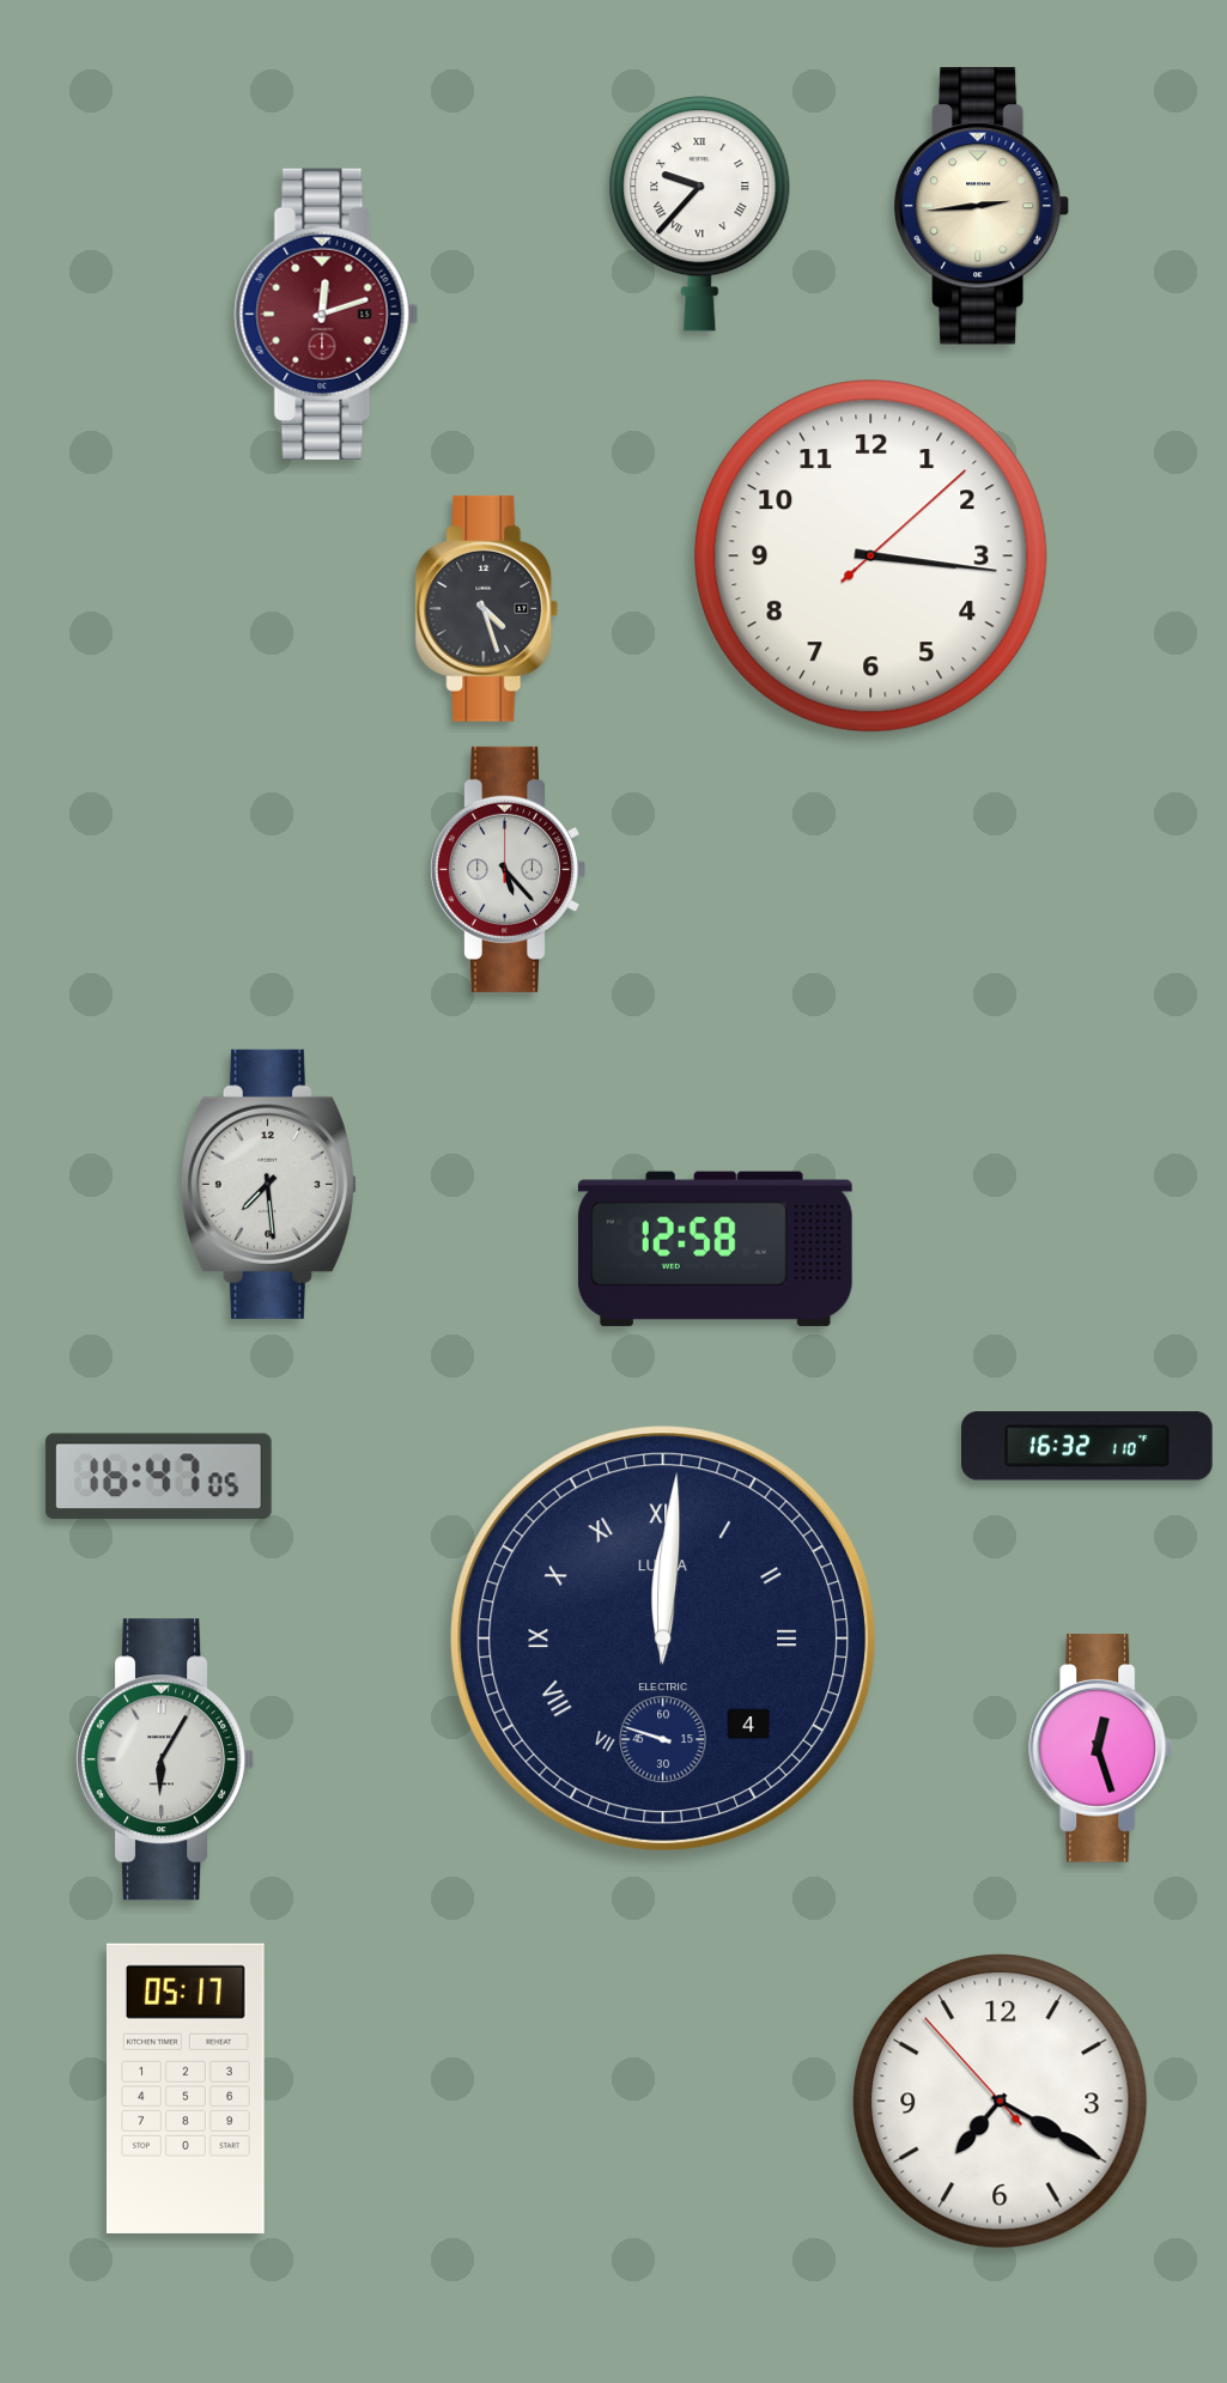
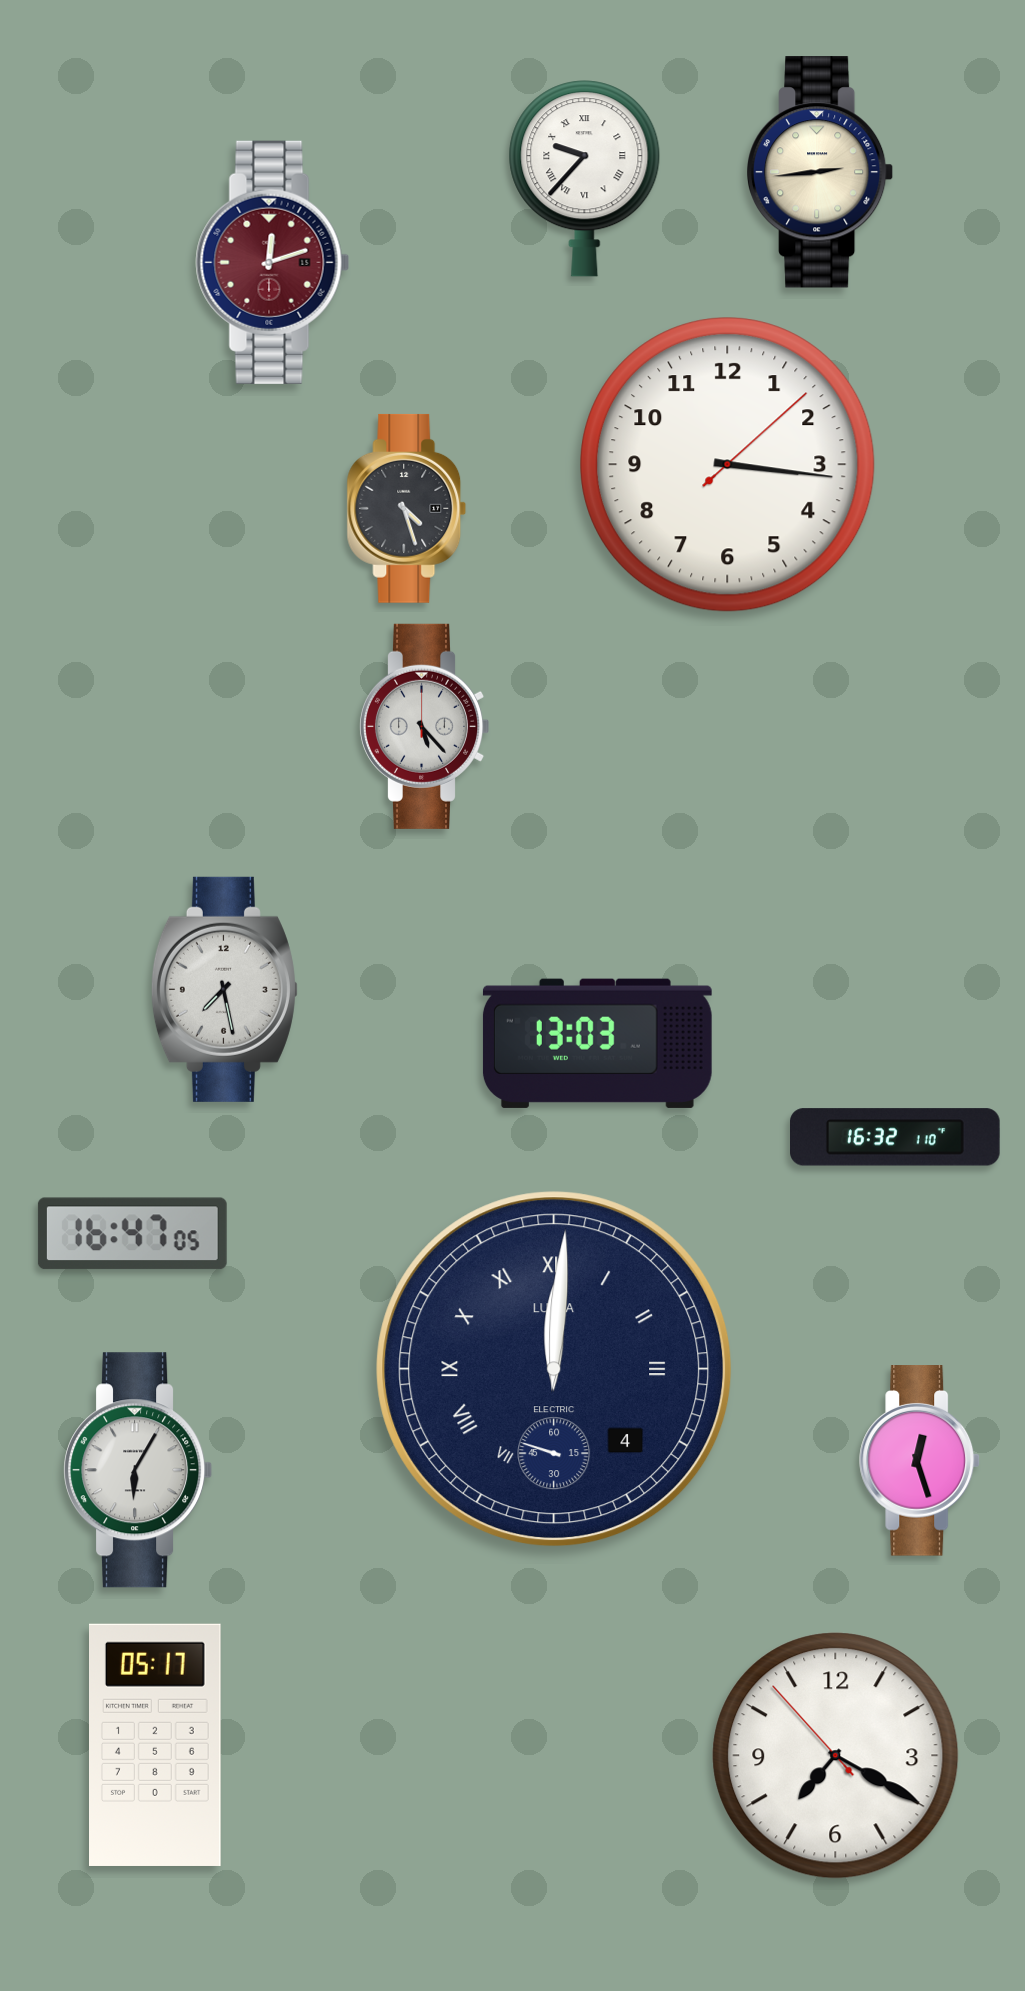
clock at (268, 1184): 7:29 -> 7:28
clock at (715, 1248): 12:58 -> 13:03
clock at (1088, 1446) position: (1088, 1446) -> (896, 1137)
